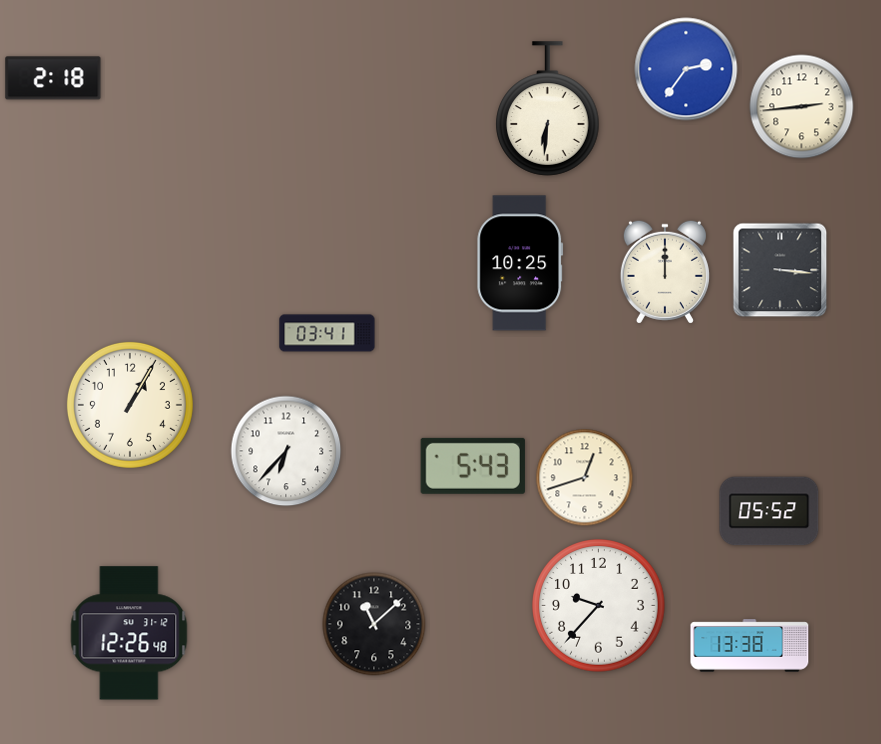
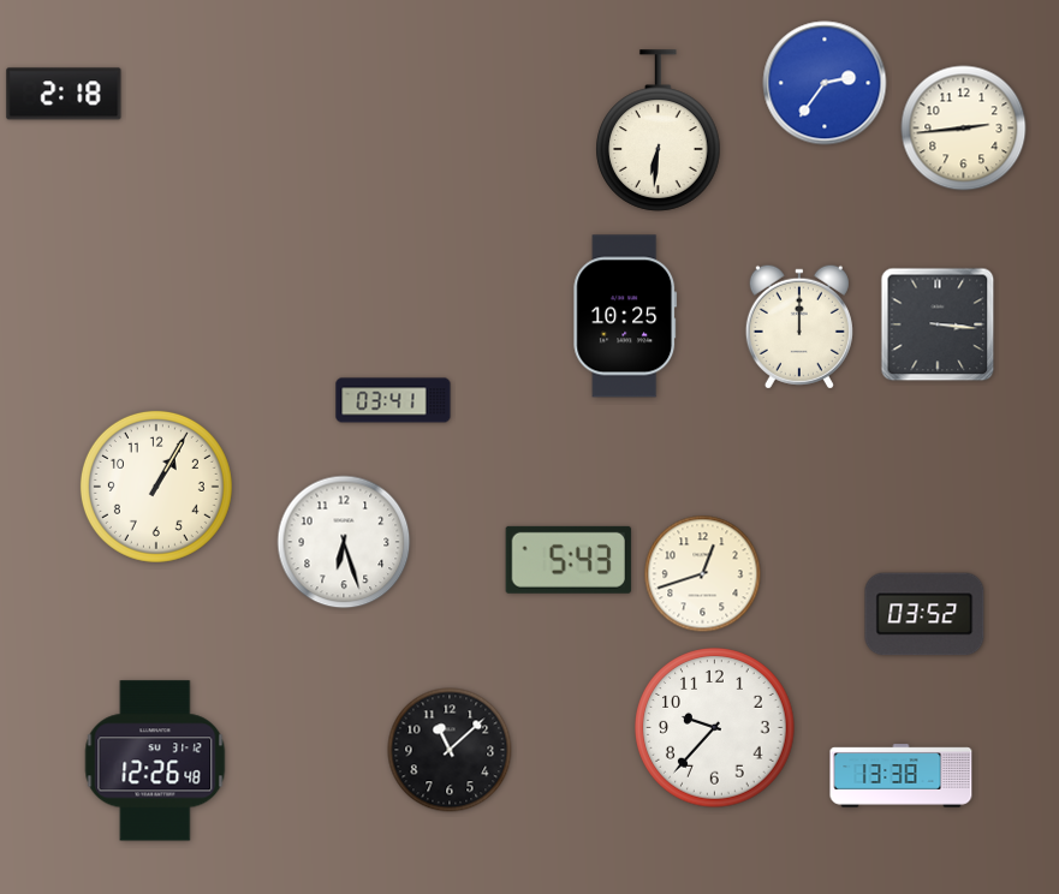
clock at (286, 451): 6:37 -> 6:27
clock at (769, 511): 05:52 -> 03:52
clock at (599, 606) position: (599, 606) -> (715, 728)
